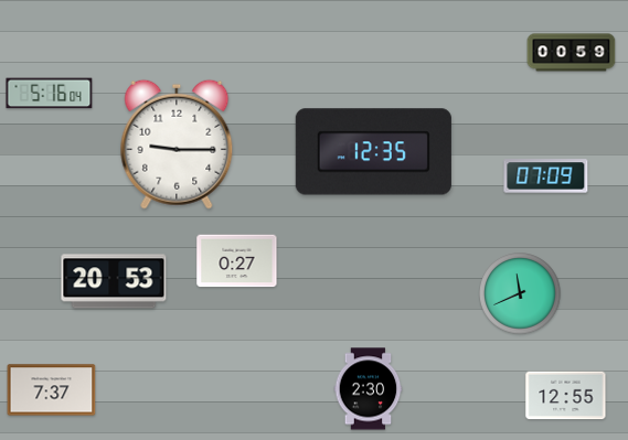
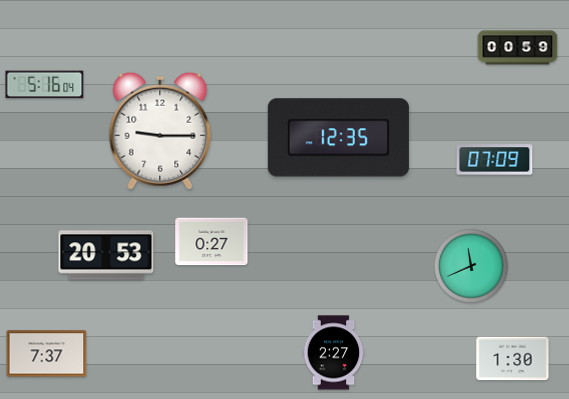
clock at (237, 261) position: (237, 261) -> (212, 242)
clock at (114, 281) position: (114, 281) -> (106, 255)
clock at (369, 389): 2:30 -> 2:27
clock at (566, 396): 12:55 -> 1:30
